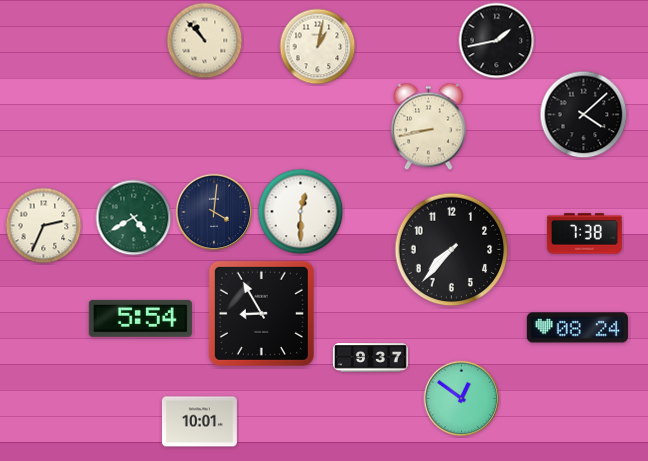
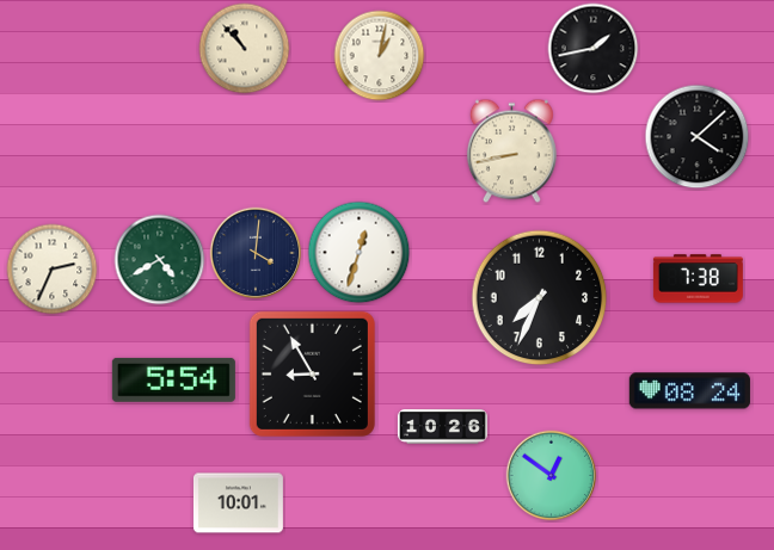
clock at (301, 212): 12:30 -> 12:33
clock at (452, 250): 7:37 -> 7:34
clock at (140, 318) position: (140, 318) -> (173, 379)
clock at (370, 358): 9:37 -> 10:26
